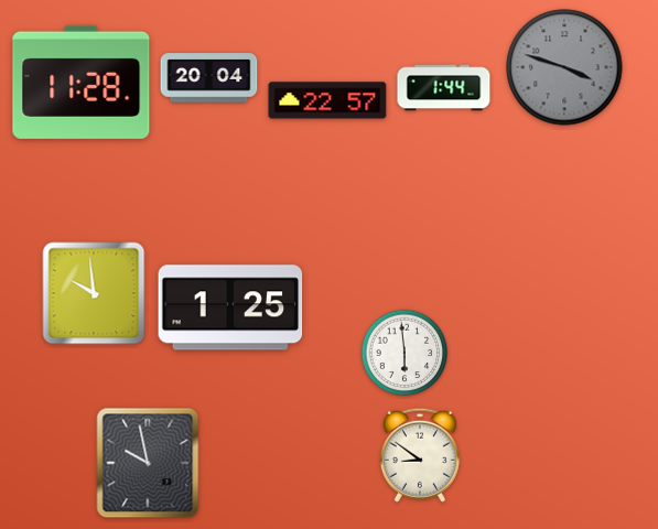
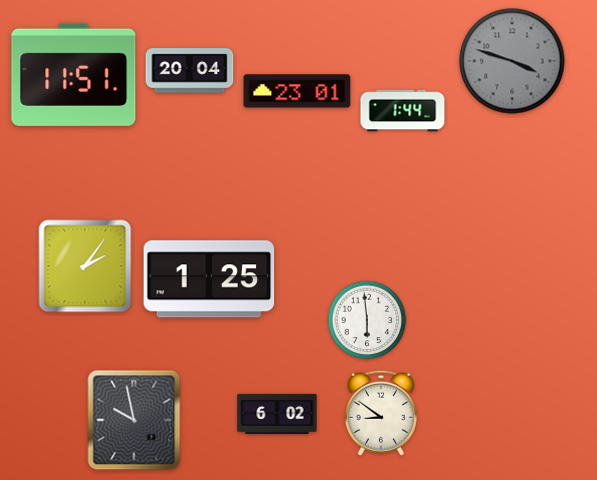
clock at (82, 82): 11:28 -> 11:51
clock at (444, 88) position: (444, 88) -> (403, 111)
clock at (327, 100): 22:57 -> 23:01
clock at (94, 293): 9:59 -> 2:06
clock at (277, 414): none -> 6:02
